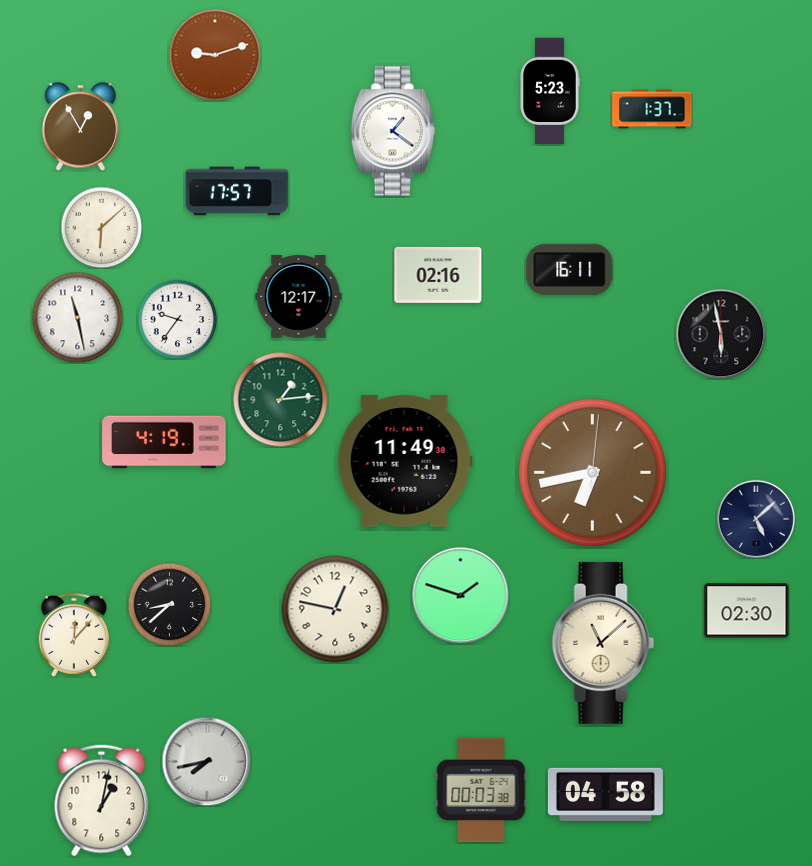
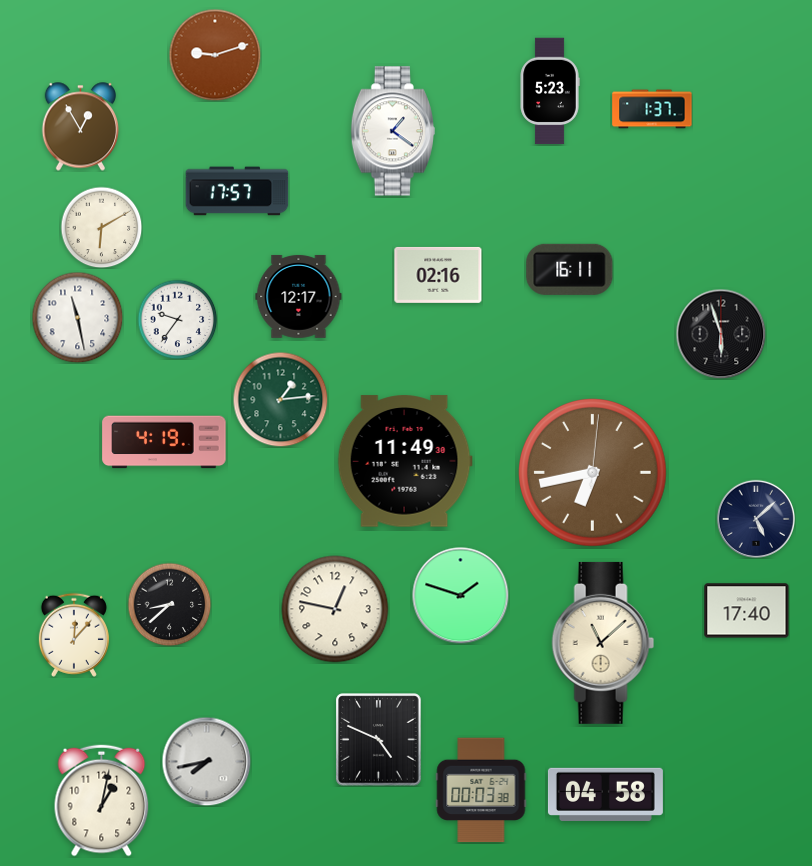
clock at (101, 227): 6:08 -> 6:10
clock at (721, 334): 5:58 -> 5:57
clock at (747, 611): 02:30 -> 17:40
clock at (379, 740): none -> 4:49
